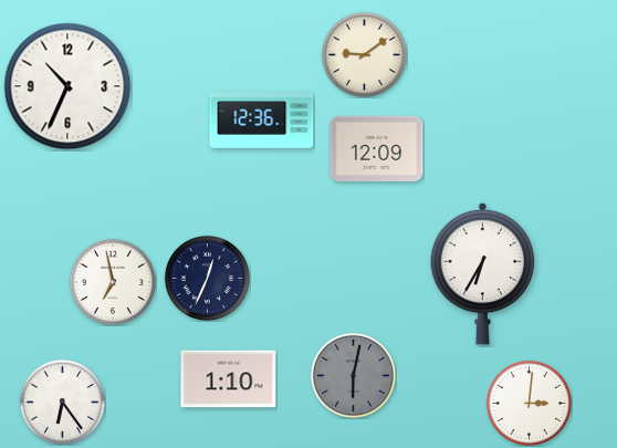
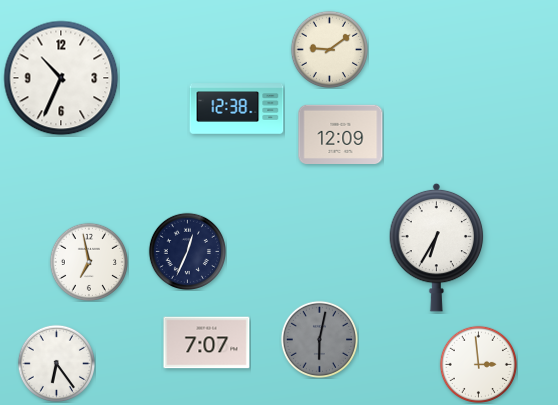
clock at (262, 121): 12:36 -> 12:38
clock at (112, 281) position: (112, 281) -> (88, 261)
clock at (229, 379): 1:10 -> 7:07
clock at (529, 403): 3:01 -> 2:59
